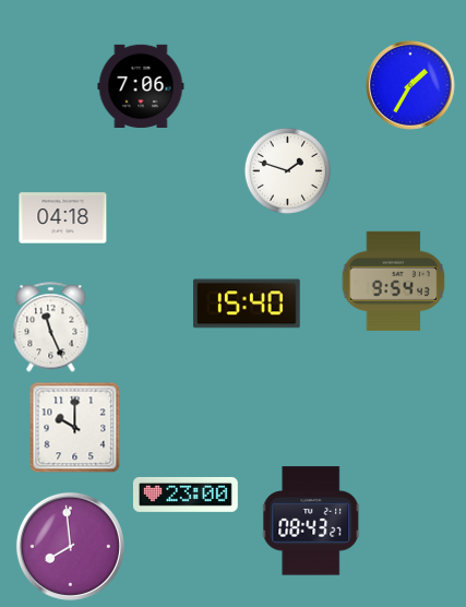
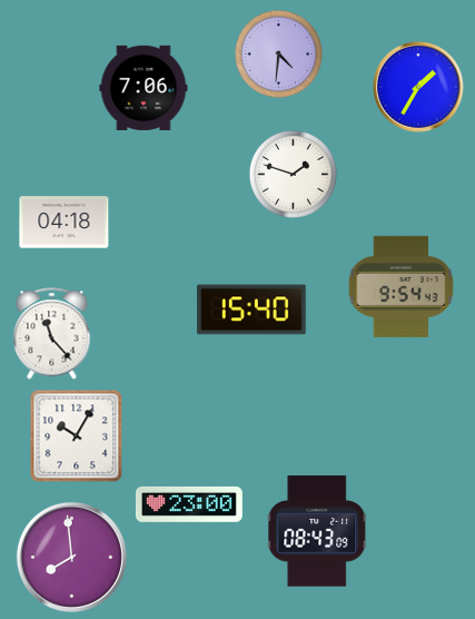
clock at (278, 53): none -> 4:31
clock at (51, 328): 11:26 -> 11:23
clock at (75, 428): 10:00 -> 10:05
clock at (311, 521): 08:43:27 -> 08:43:09
